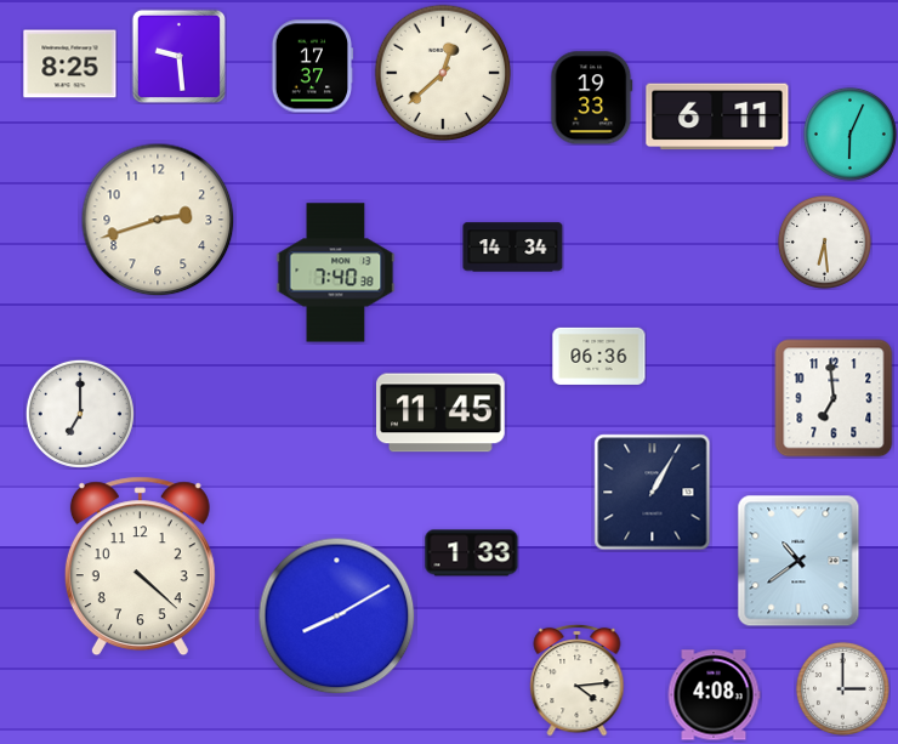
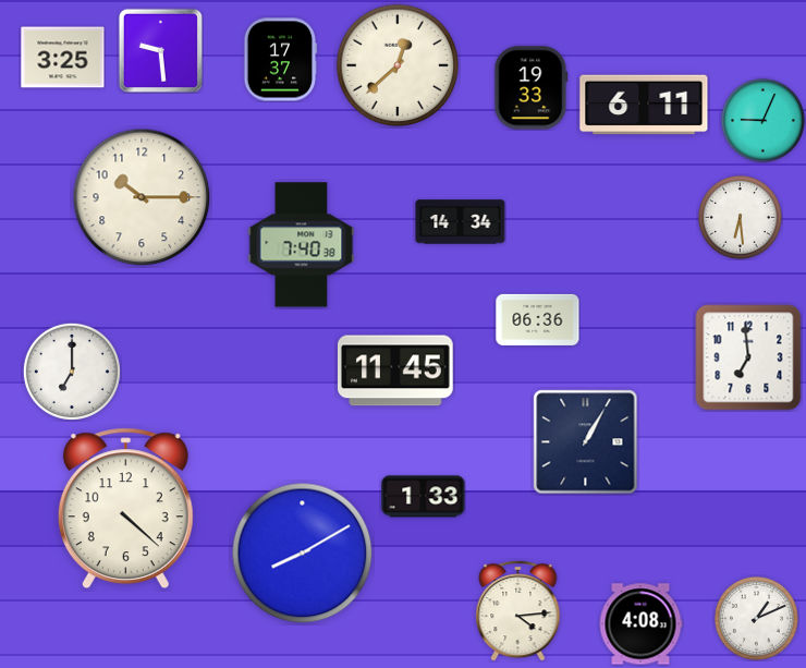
clock at (70, 64): 8:25 -> 3:25
clock at (849, 134): 6:04 -> 9:04
clock at (158, 220): 2:42 -> 10:15
clock at (798, 561): 10:39 -> none
clock at (842, 688): 3:00 -> 1:11
